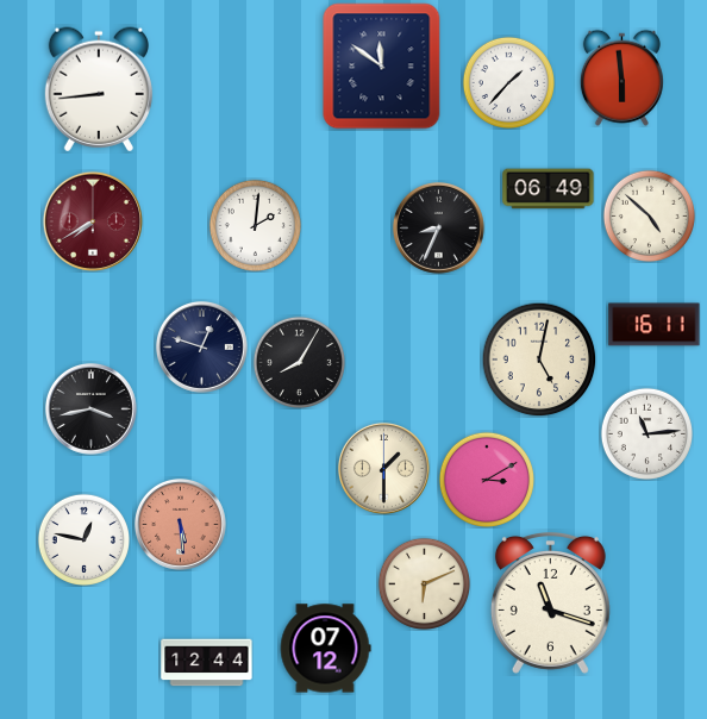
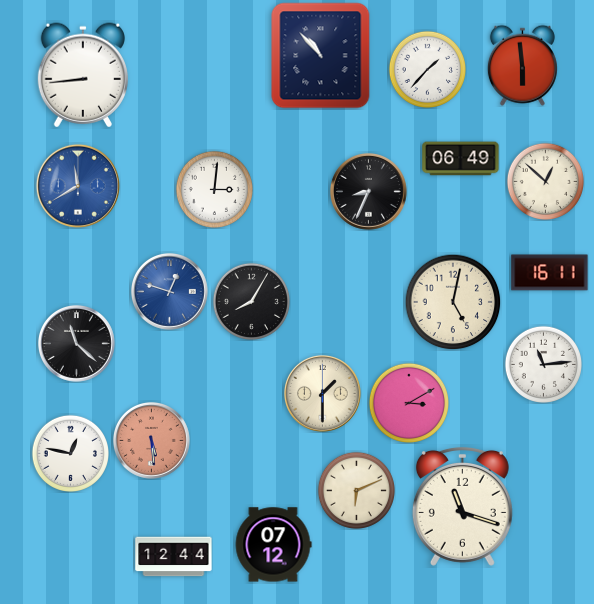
clock at (382, 67): 11:51 -> 10:53
clock at (649, 215): 4:52 -> 12:52
clock at (93, 221): 7:40 -> 11:40
clock at (93, 221) dial: burgundy -> blue
clock at (255, 225): 2:01 -> 3:01
clock at (201, 346) dial: navy -> blue
clock at (299, 362) position: (299, 362) -> (251, 301)
clock at (90, 408): 3:43 -> 11:22
